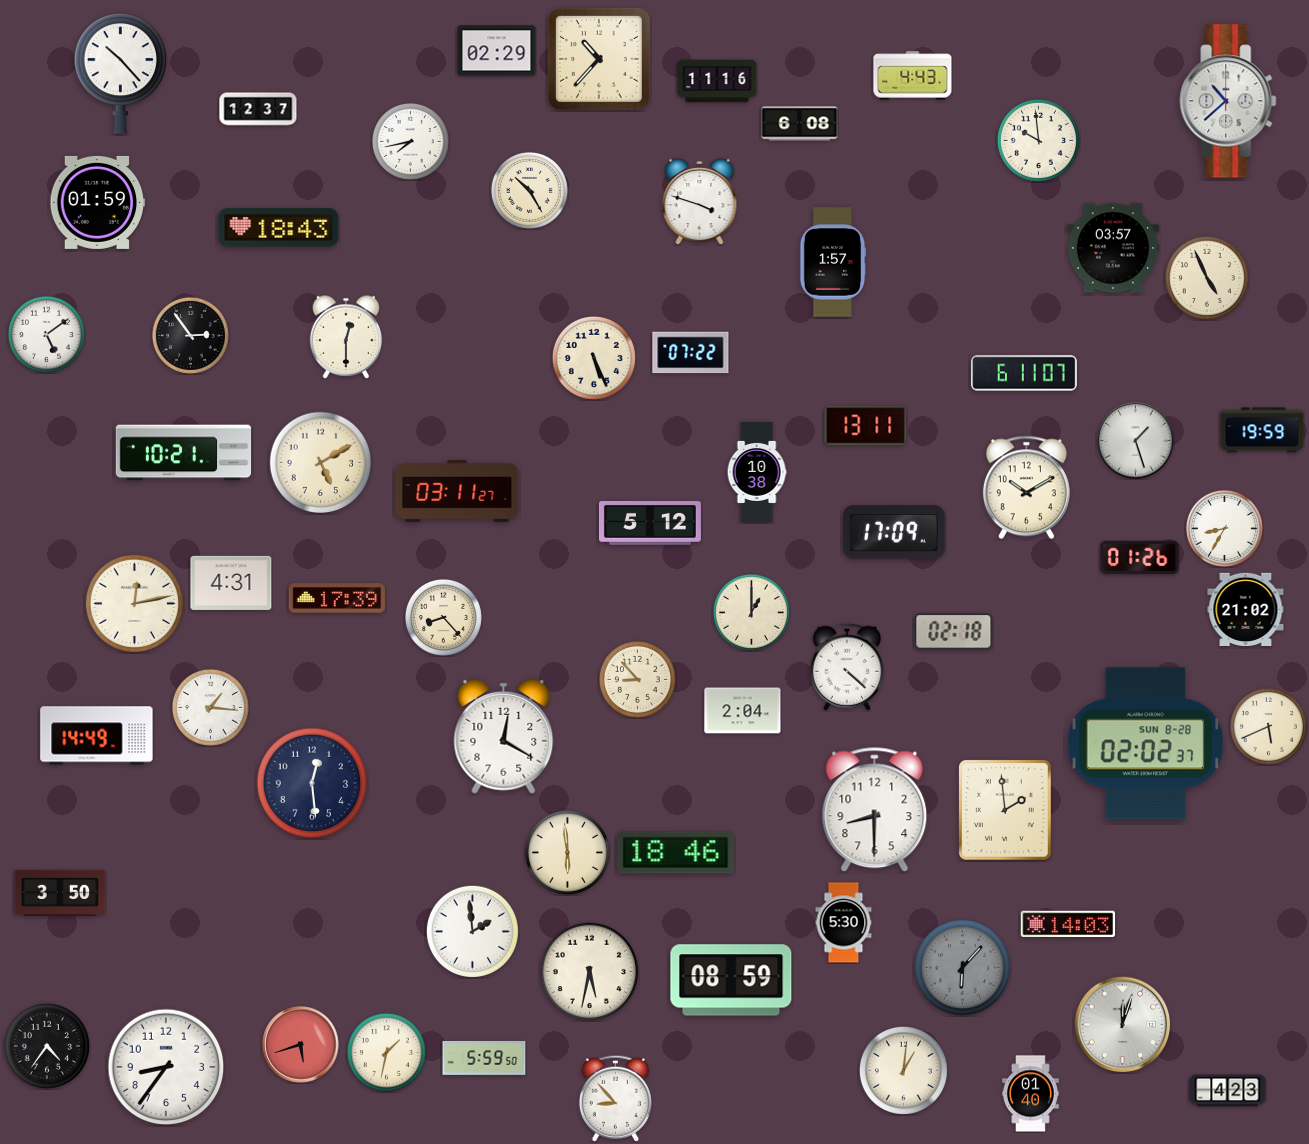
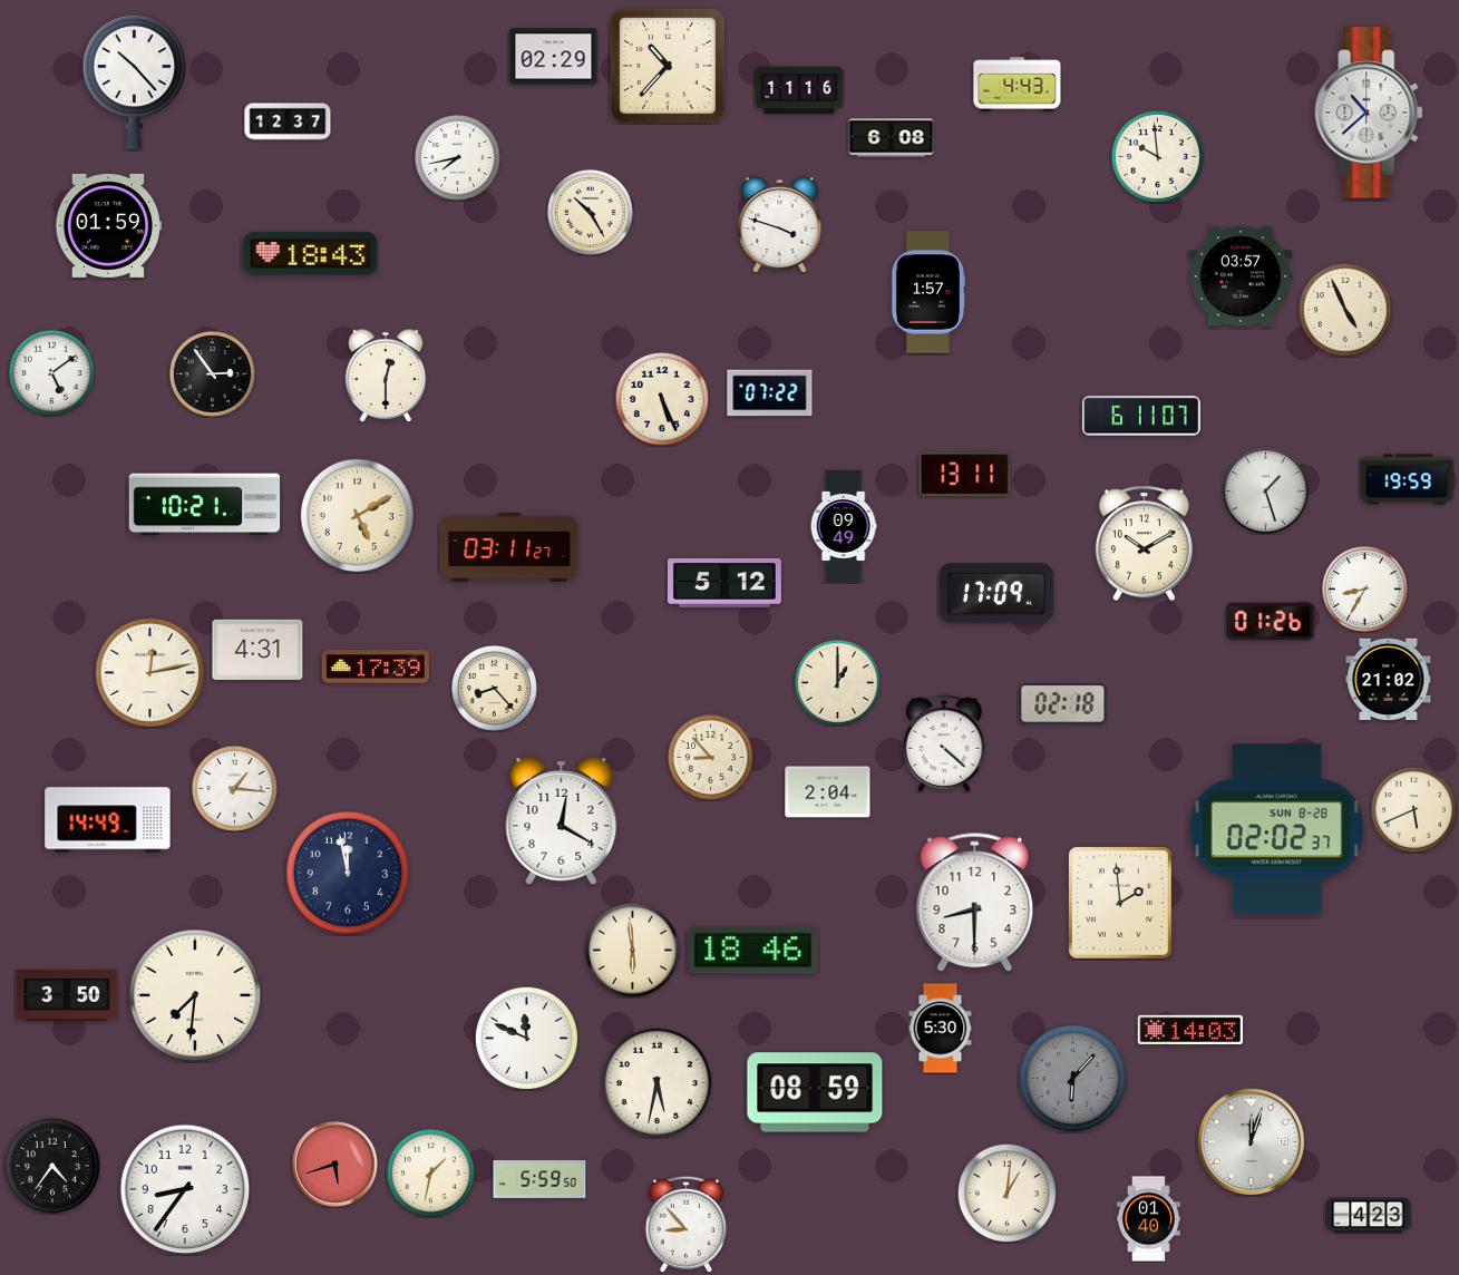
clock at (757, 472): 10:38 -> 09:49
clock at (312, 783): 12:29 -> 11:58
clock at (195, 995): none -> 7:31
clock at (472, 931): 1:59 -> 11:49
